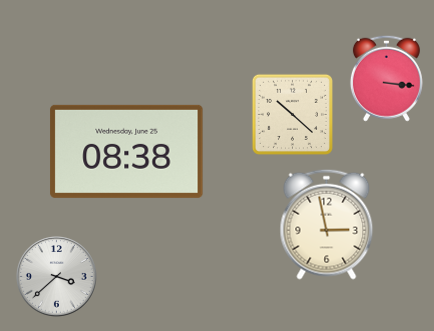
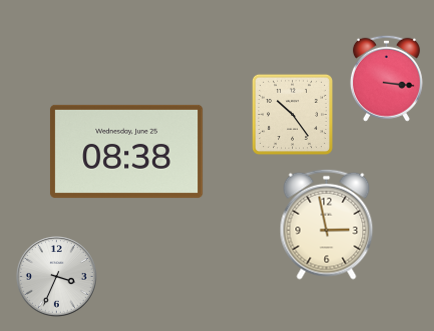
clock at (292, 114): 10:22 -> 10:24
clock at (57, 277): 3:38 -> 3:34
